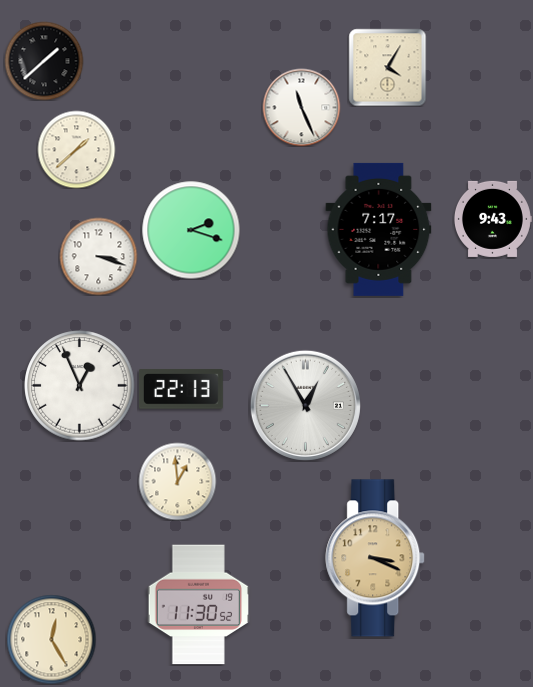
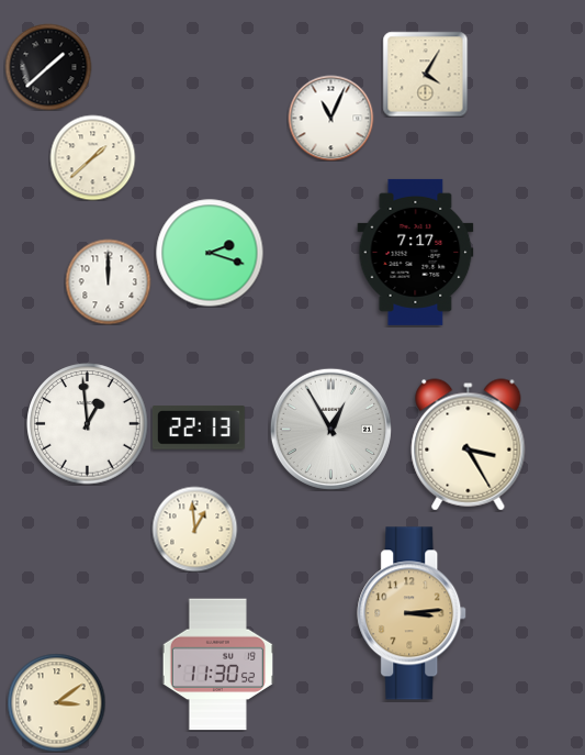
clock at (301, 107): 11:26 -> 11:04
clock at (76, 149) position: (76, 149) -> (92, 157)
clock at (493, 219): 9:43 -> none
clock at (98, 256): 3:18 -> 12:00
clock at (80, 386): 12:56 -> 12:59
clock at (305, 405) position: (305, 405) -> (330, 429)
clock at (469, 445): none -> 3:25
clock at (376, 558): 3:19 -> 3:14
clock at (51, 639): 12:25 -> 3:09
